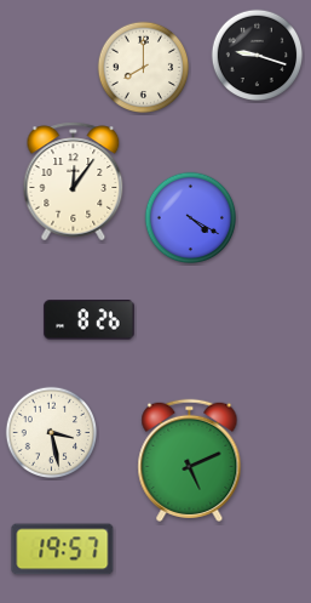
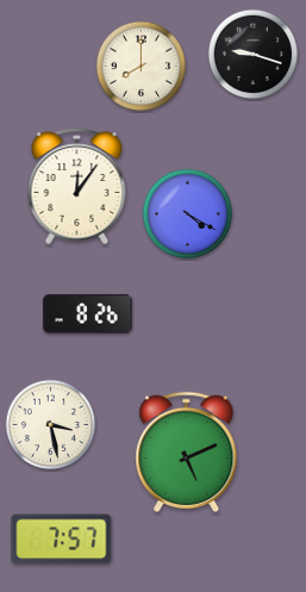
clock at (74, 182) position: (74, 182) -> (77, 187)
clock at (63, 550): 19:57 -> 7:57
